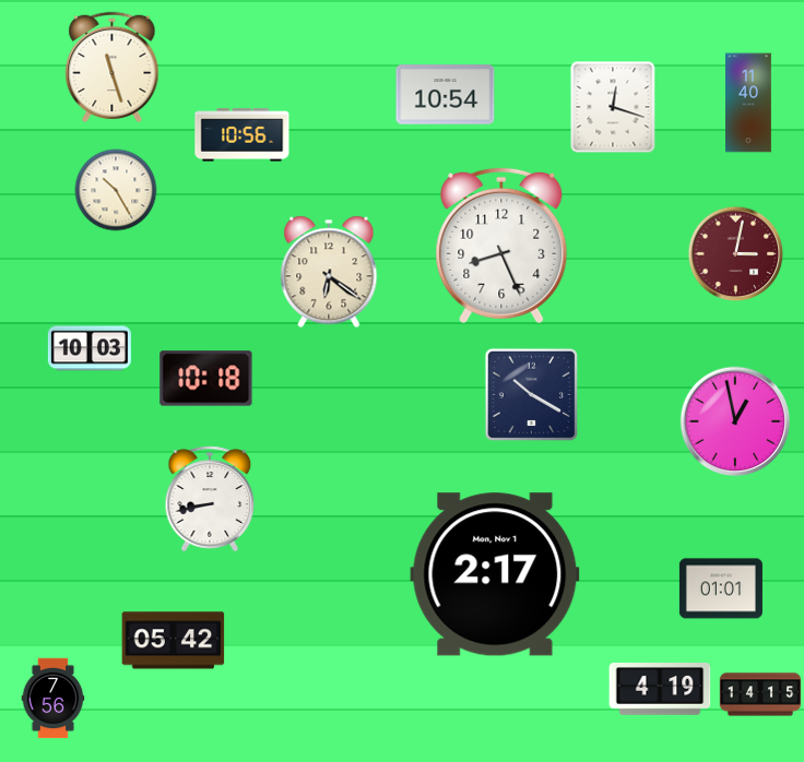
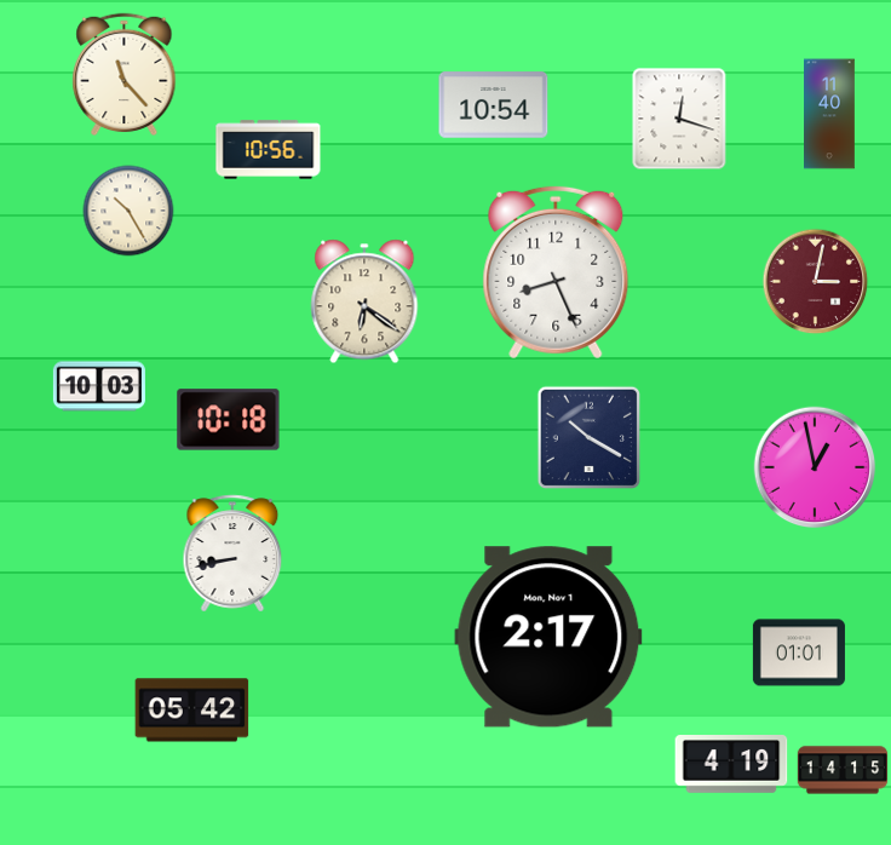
clock at (113, 67): 11:27 -> 11:23
clock at (54, 699): 7:56 -> none
